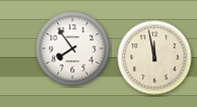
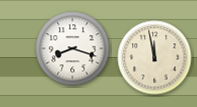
clock at (73, 49): 7:54 -> 8:18
